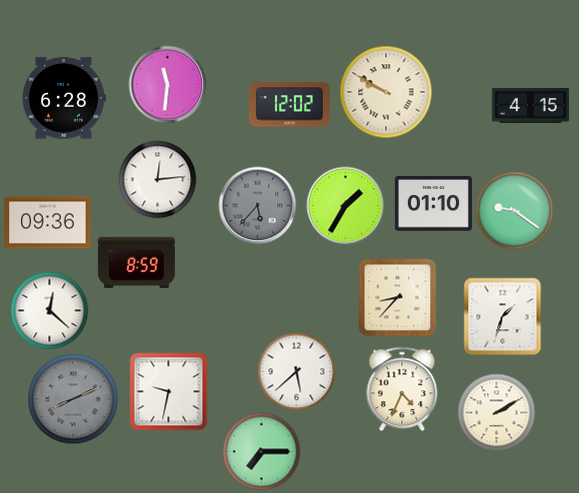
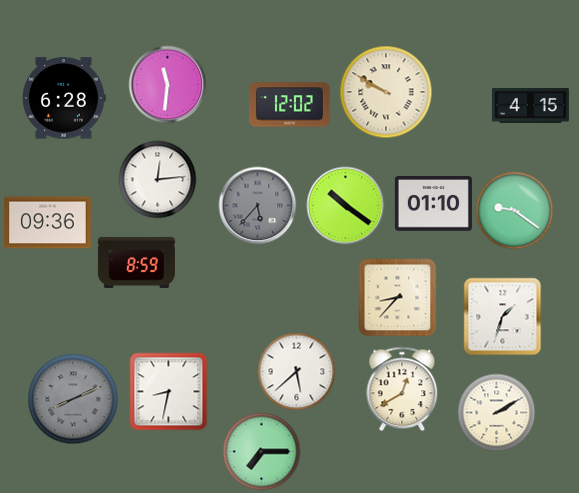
clock at (345, 205): 1:35 -> 10:21
clock at (49, 310): 12:22 -> none
clock at (402, 389): 4:34 -> 12:40
clock at (168, 391): 9:32 -> 8:32
